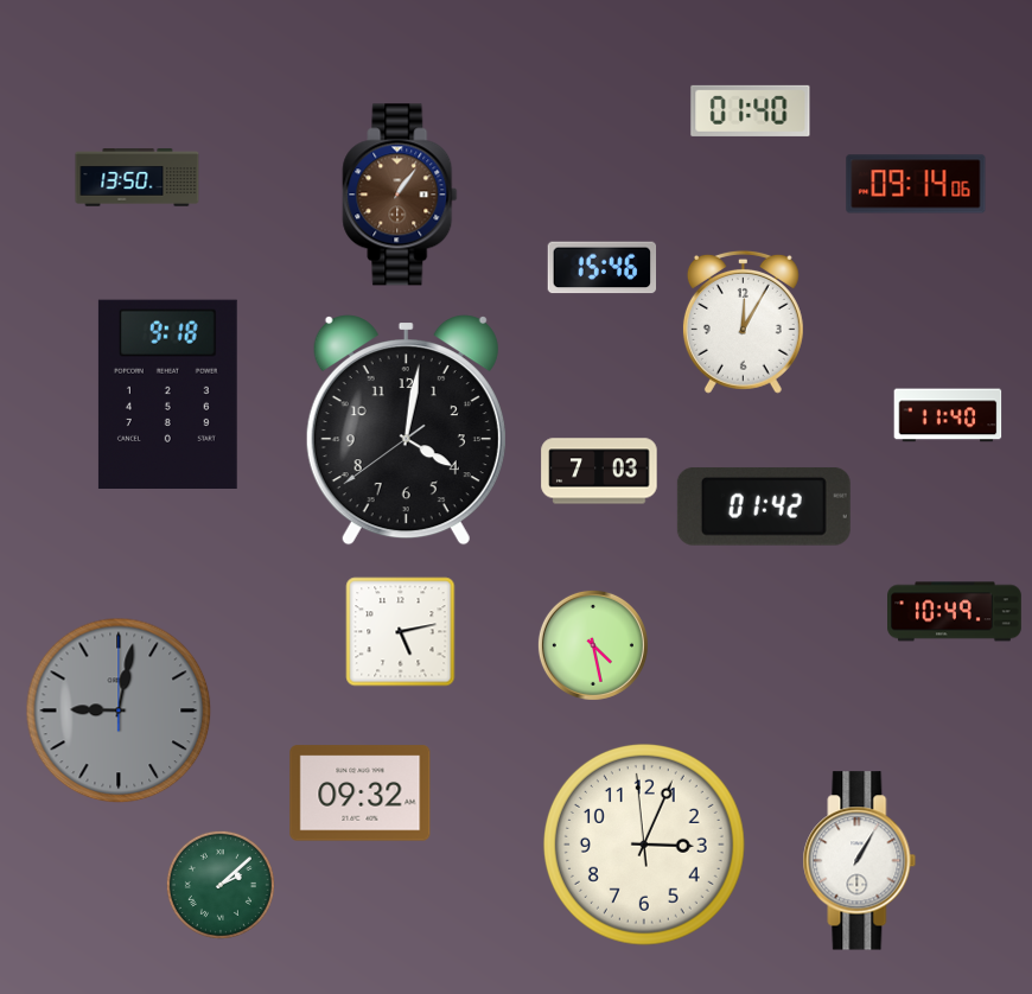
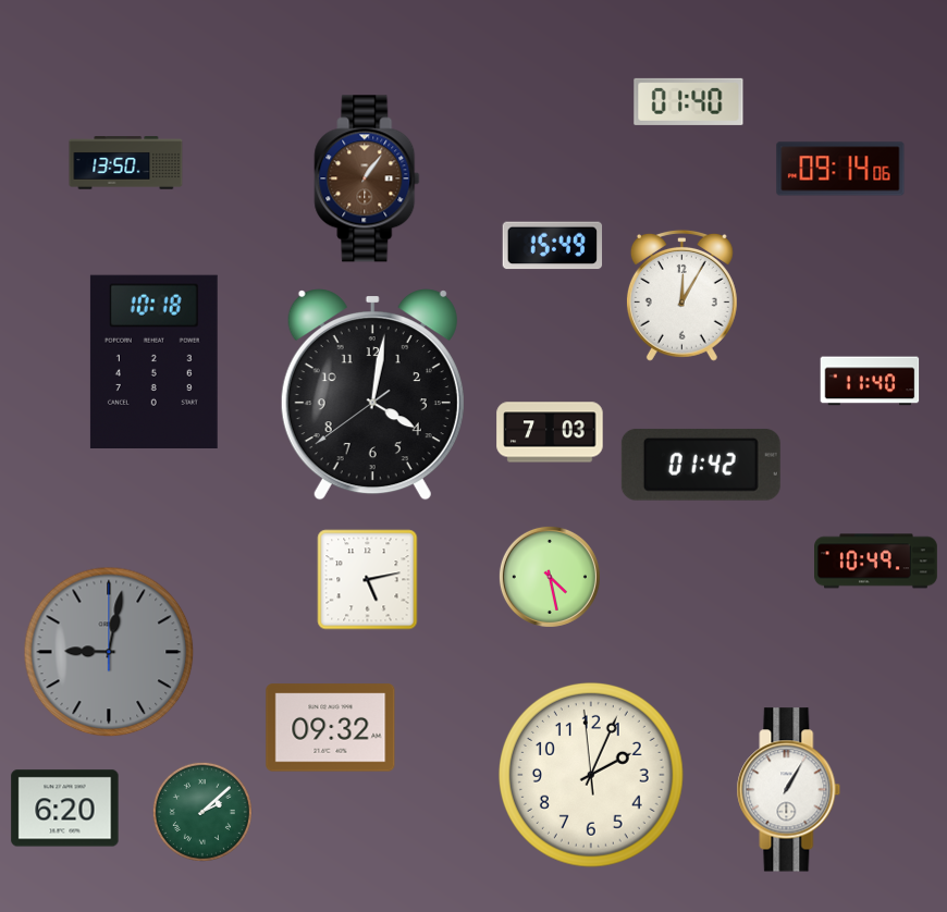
clock at (603, 268): 15:46 -> 15:49
clock at (167, 394): 9:18 -> 10:18
clock at (593, 645) position: (593, 645) -> (550, 577)
clock at (644, 845): 3:03 -> 2:03
clock at (65, 809): none -> 6:20
